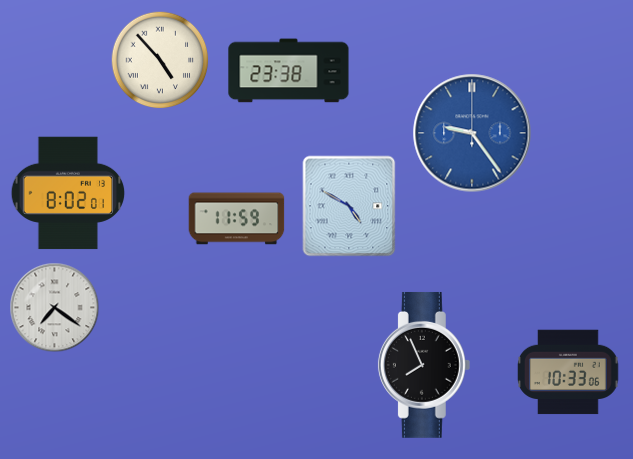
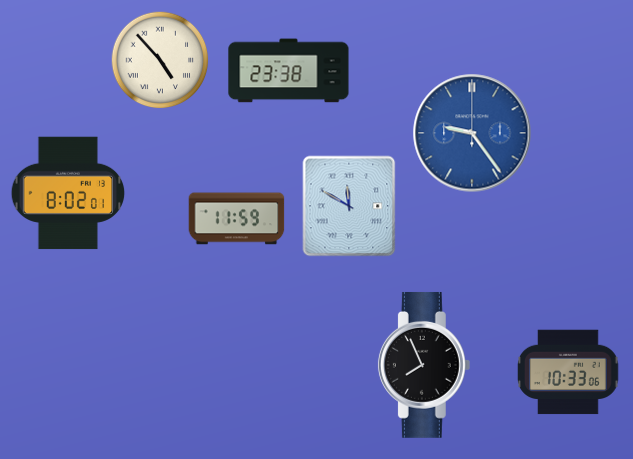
clock at (349, 206): 4:50 -> 11:50
clock at (55, 308): 7:21 -> none
